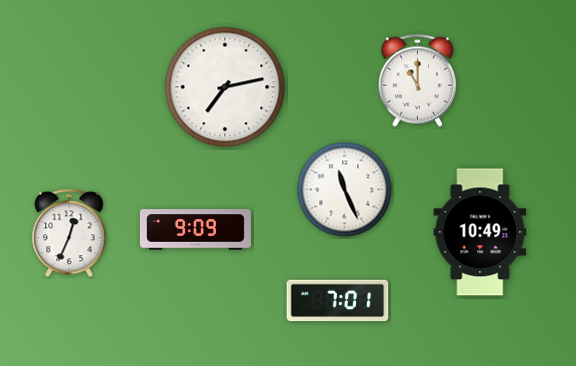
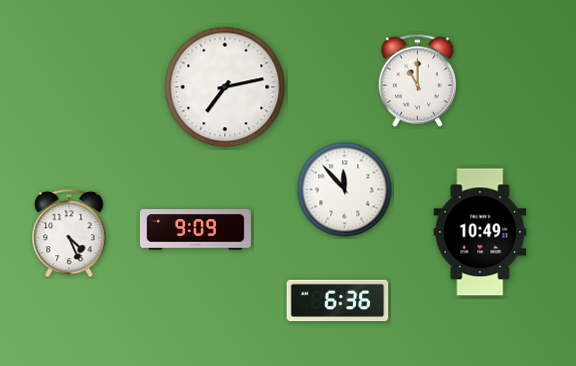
clock at (345, 190): 11:26 -> 11:53
clock at (69, 234): 12:34 -> 4:26
clock at (338, 301): 7:01 -> 6:36
